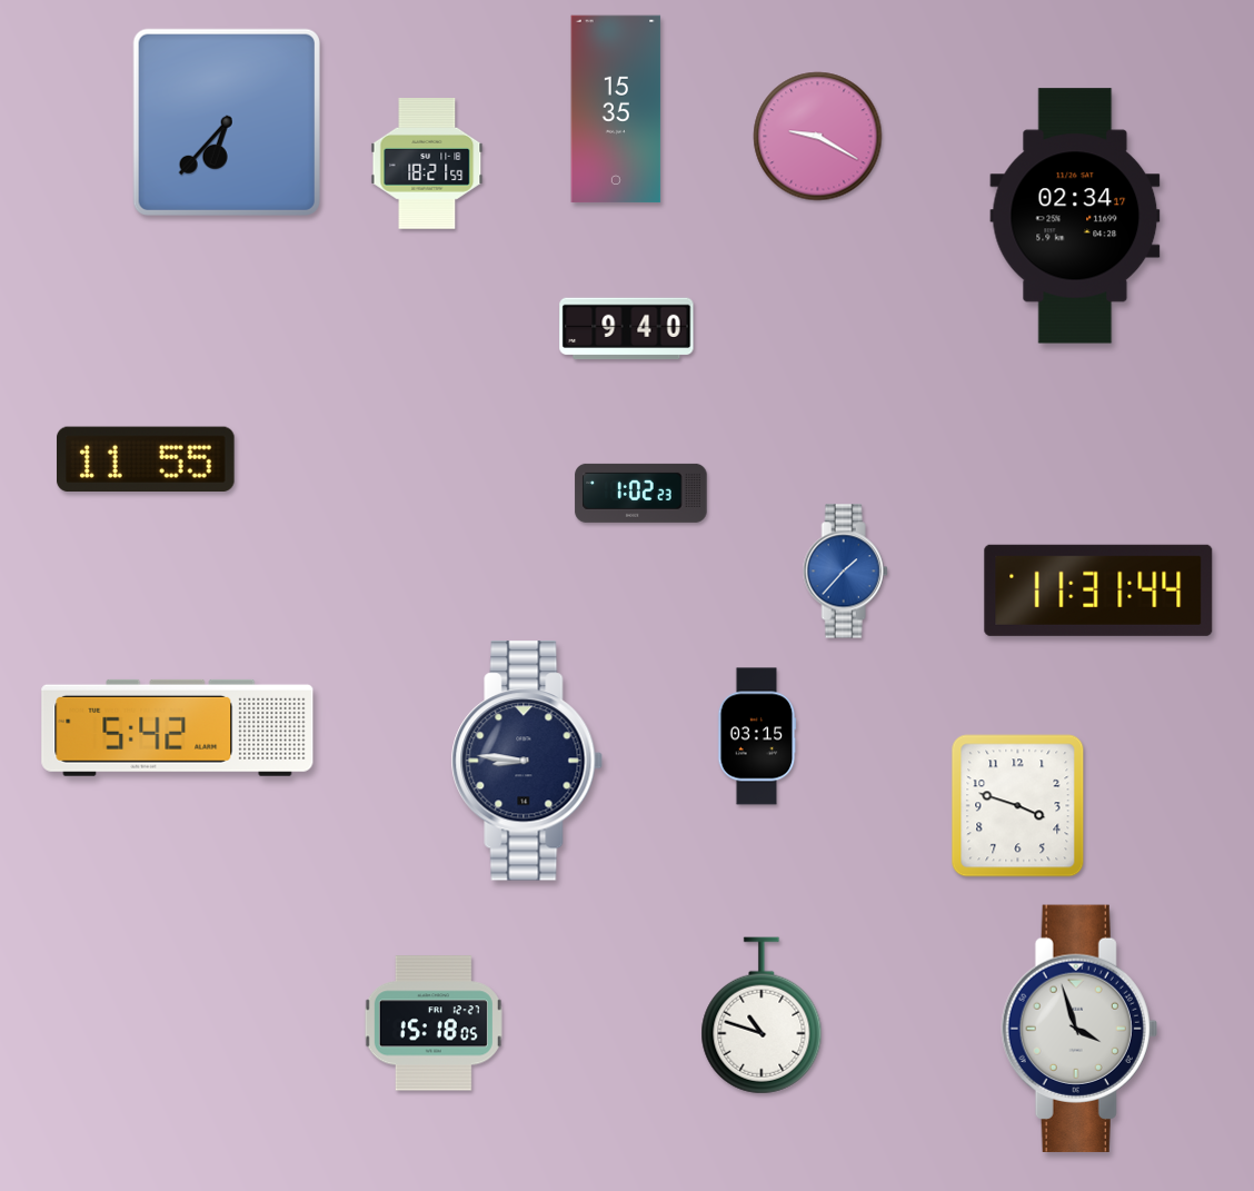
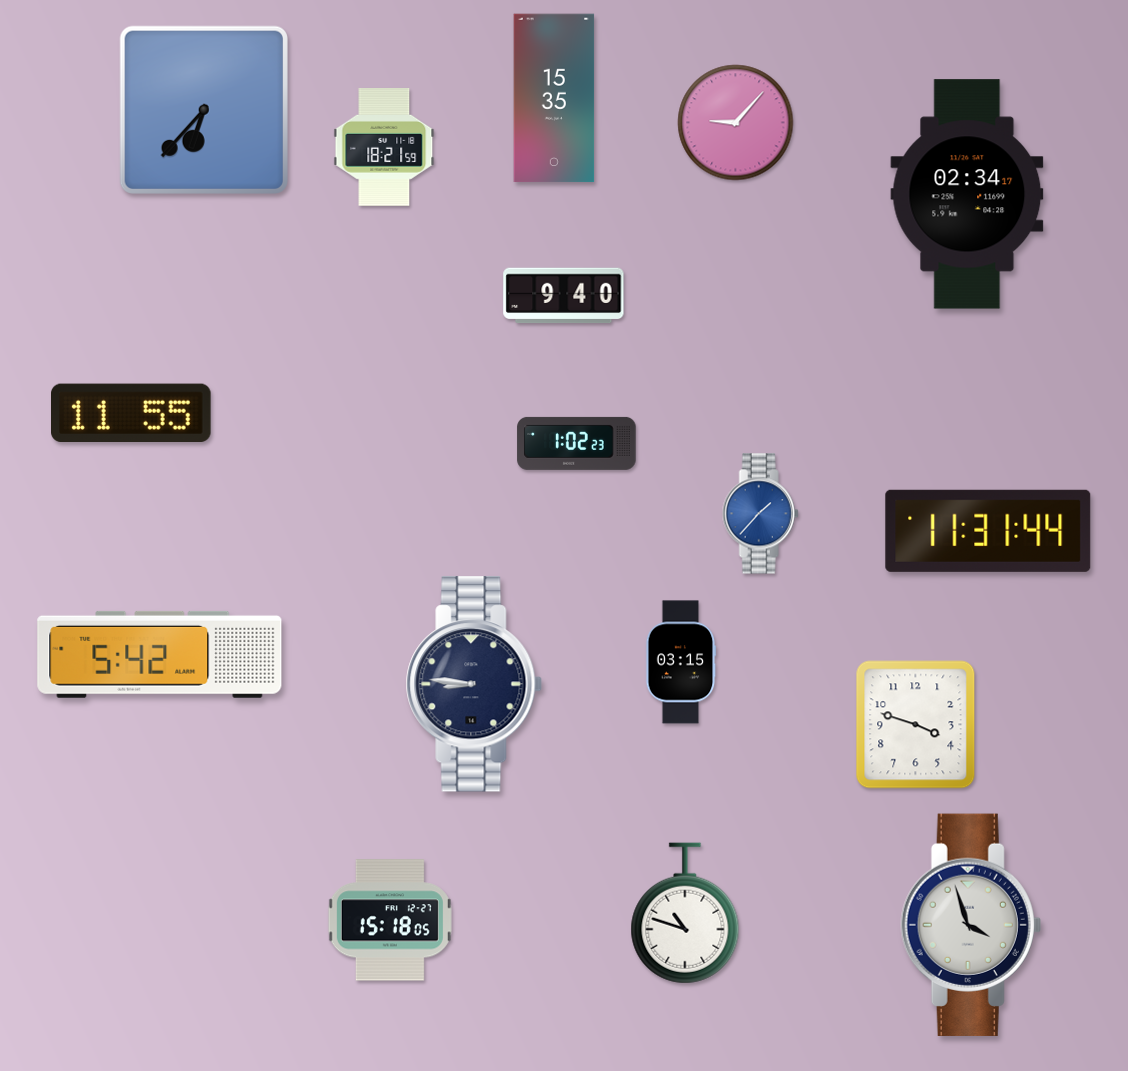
clock at (818, 137): 9:20 -> 9:07
